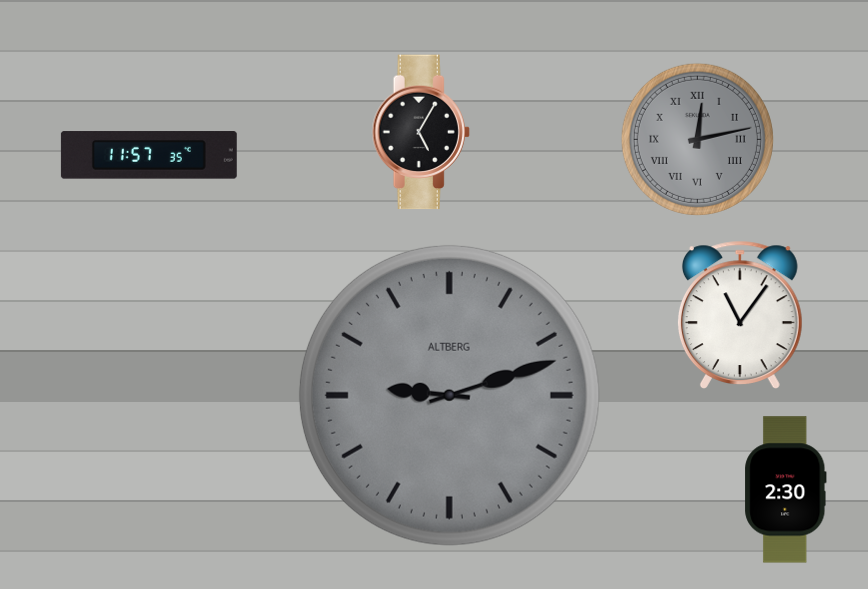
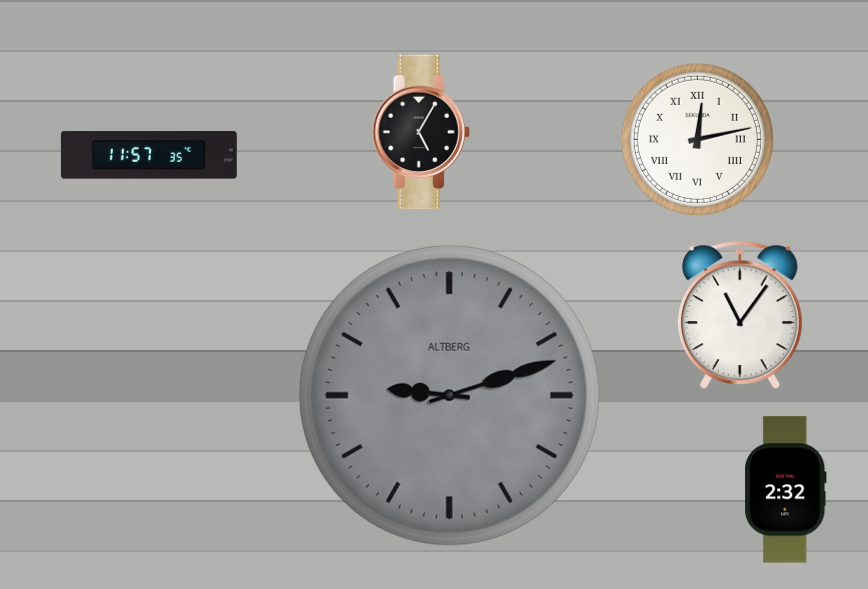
clock at (697, 139) dial: grey -> white
clock at (786, 490): 2:30 -> 2:32
